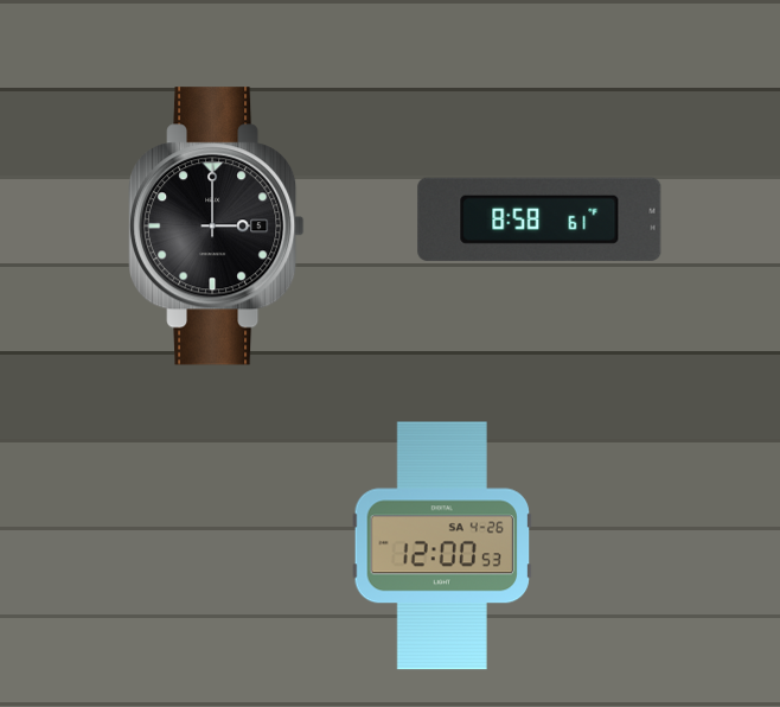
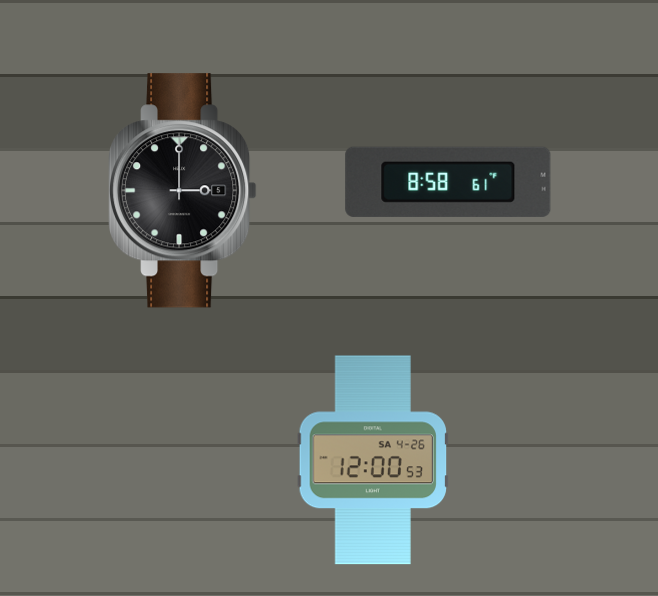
clock at (539, 219) position: (539, 219) -> (448, 182)
